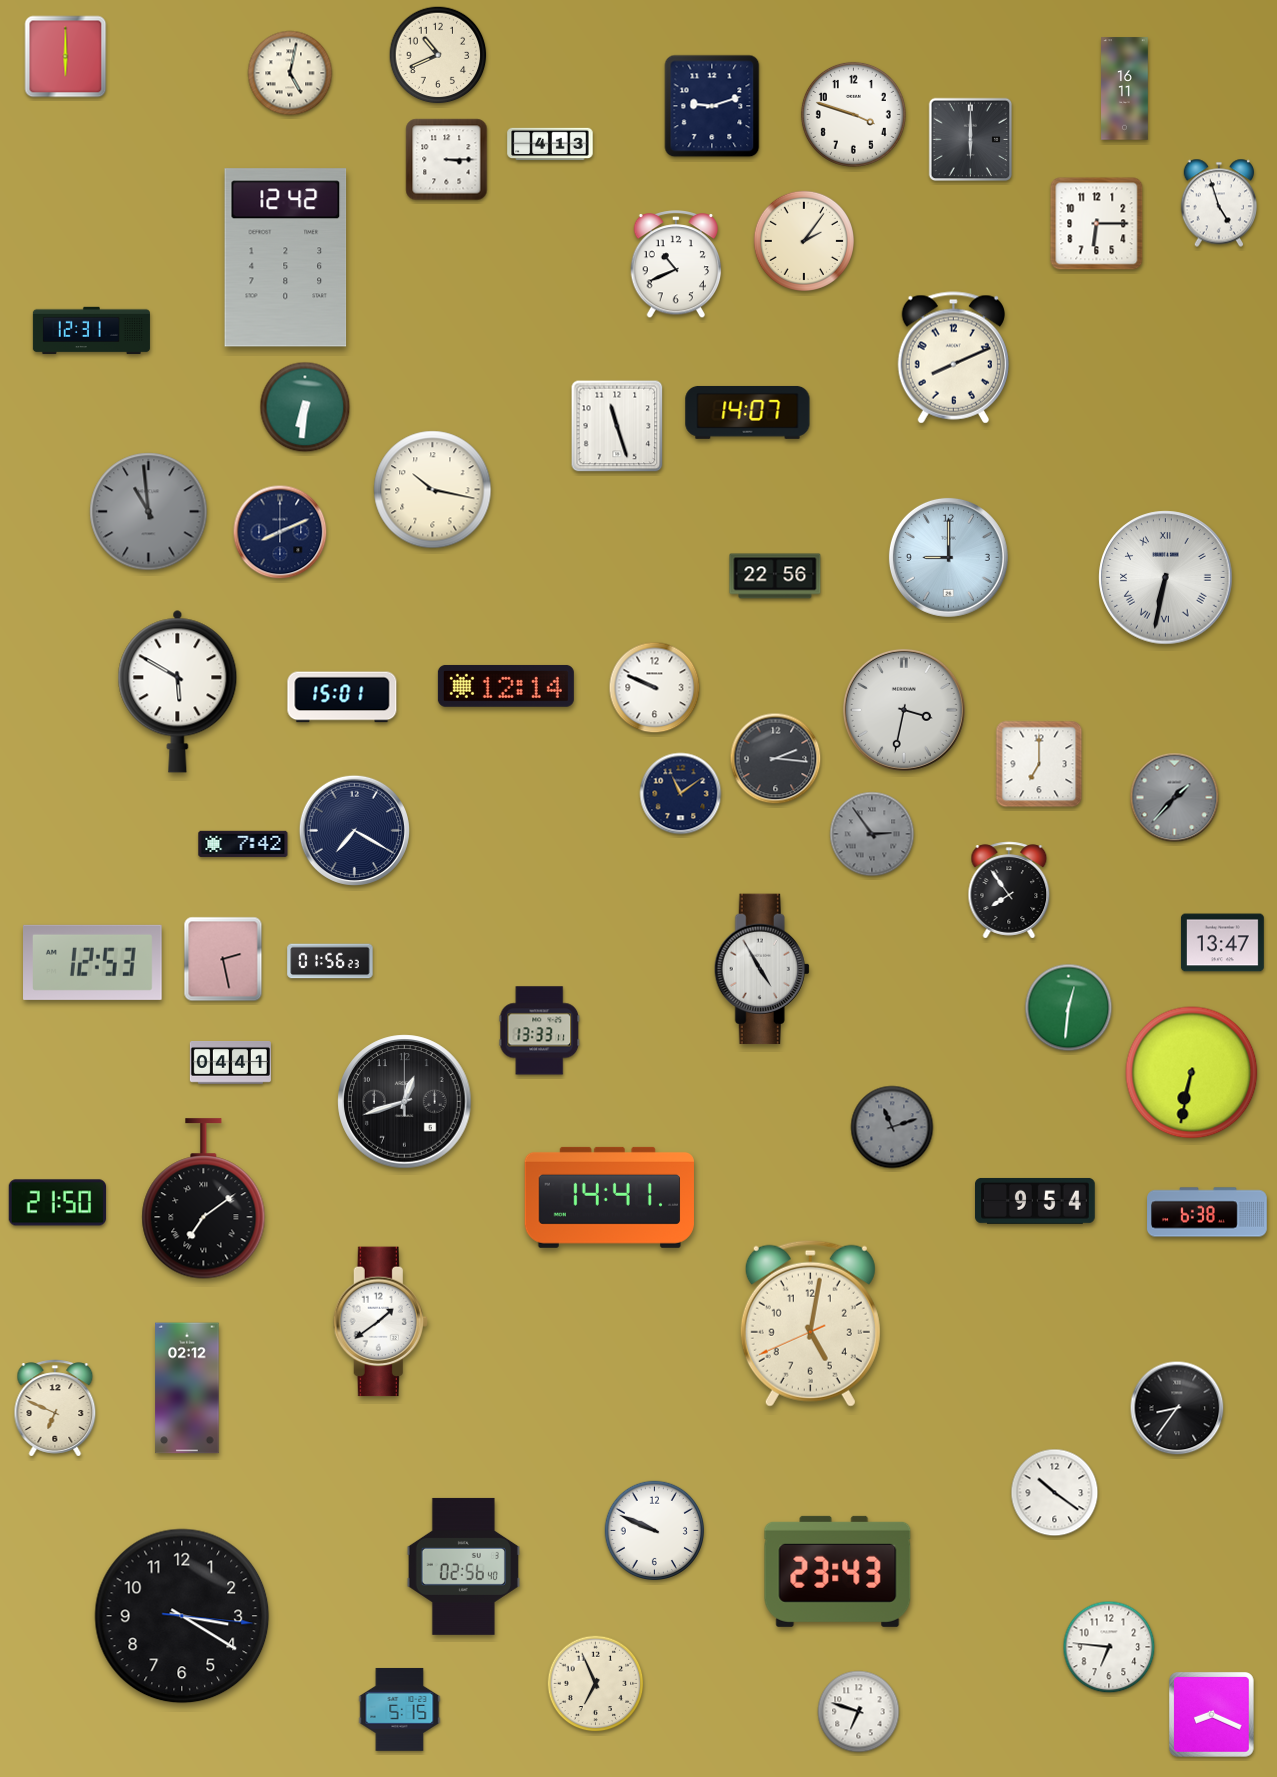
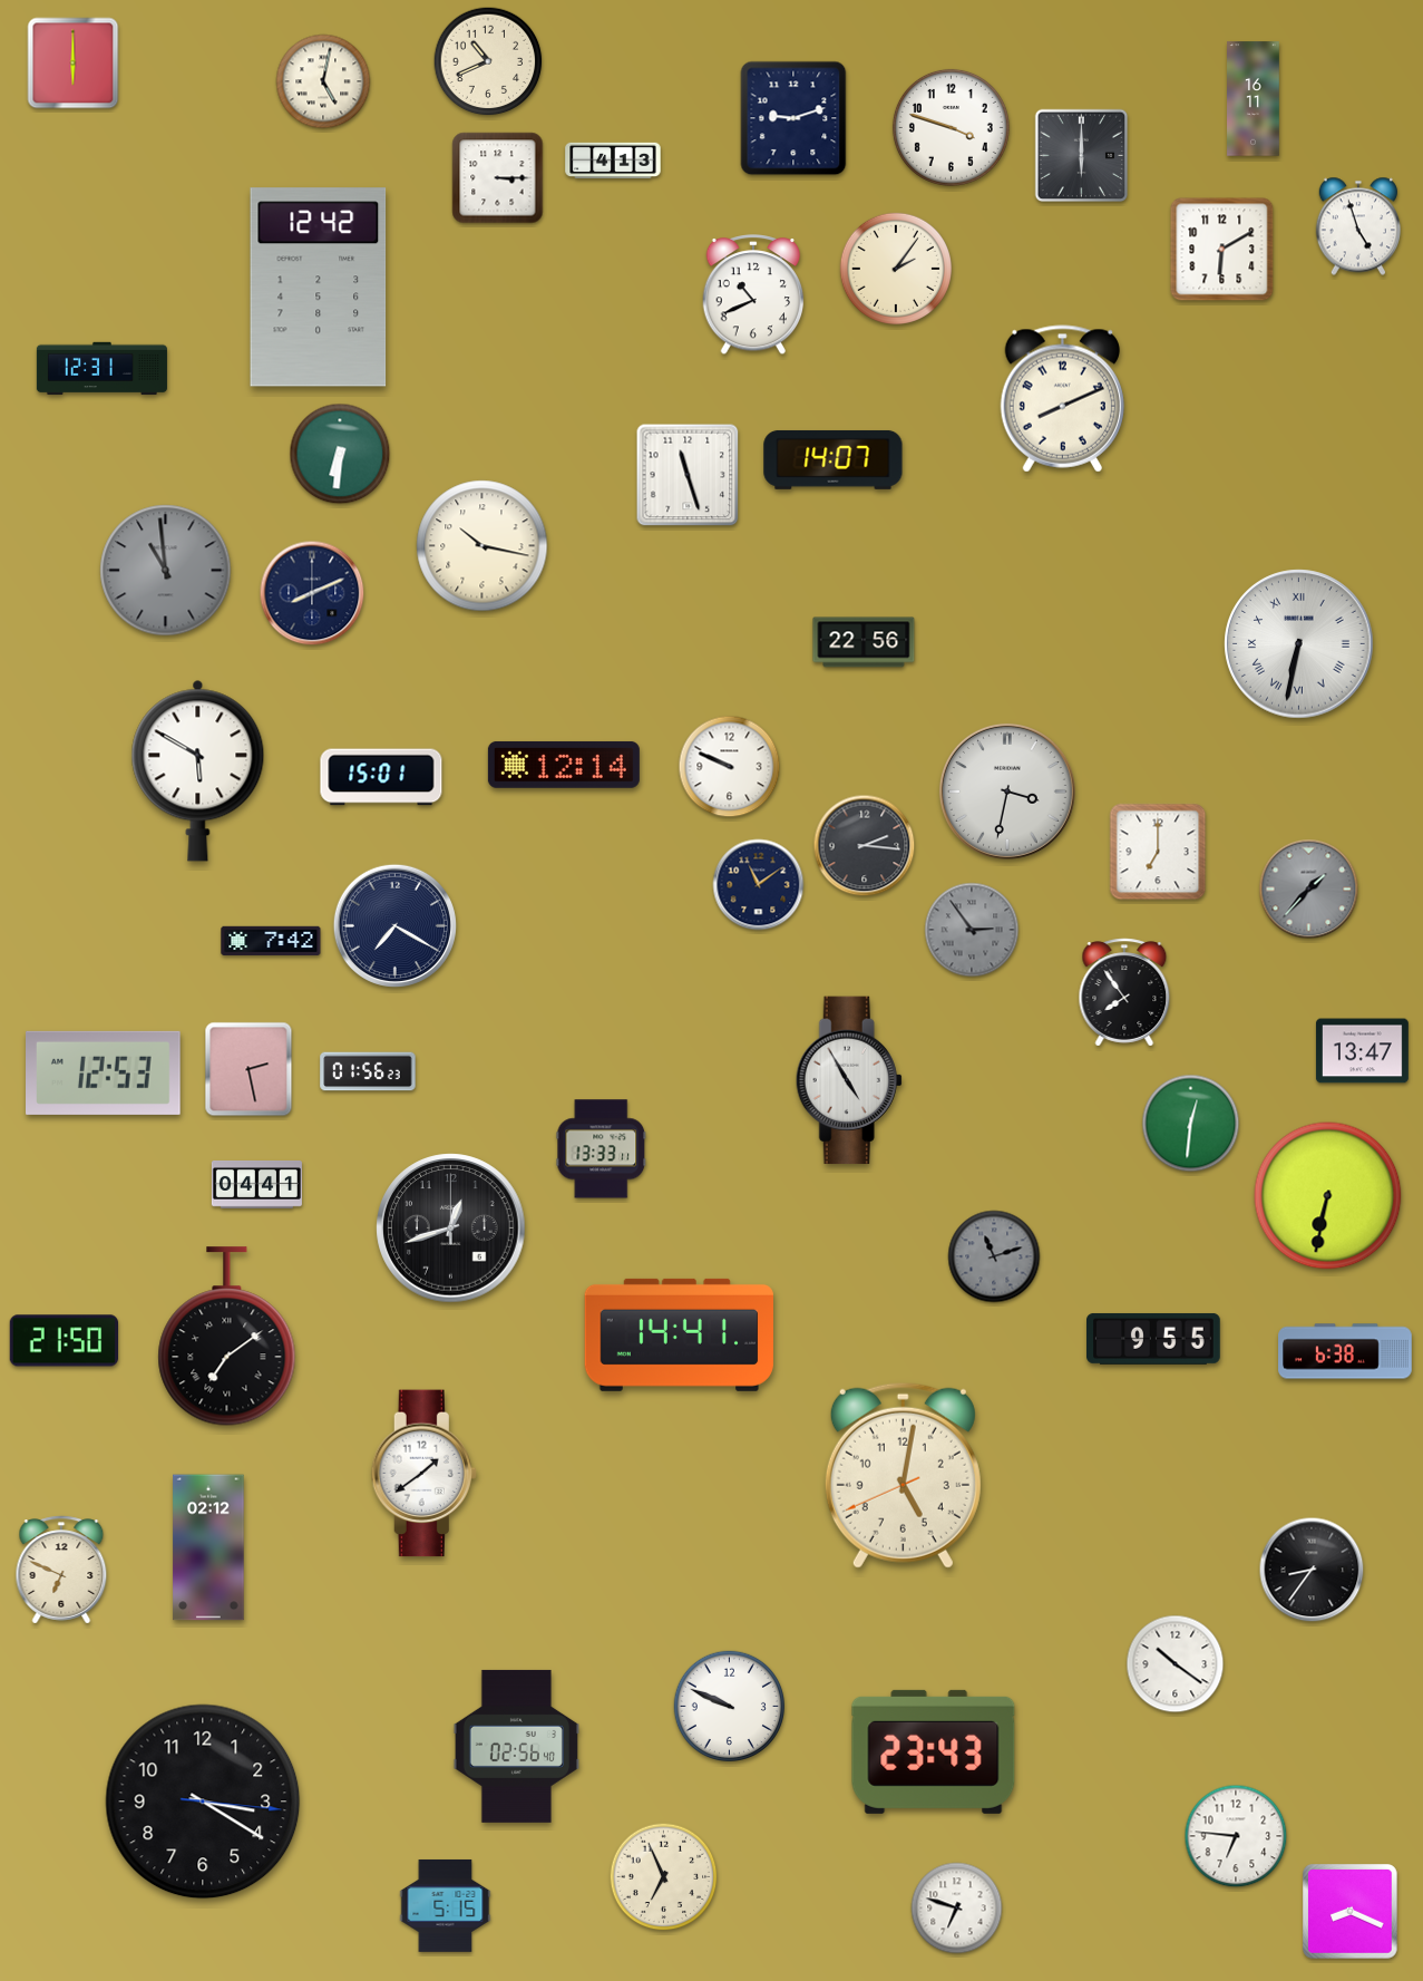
clock at (1097, 224): 6:15 -> 6:10
clock at (948, 557): 9:00 -> none
clock at (1036, 1201): 9:54 -> 9:55
